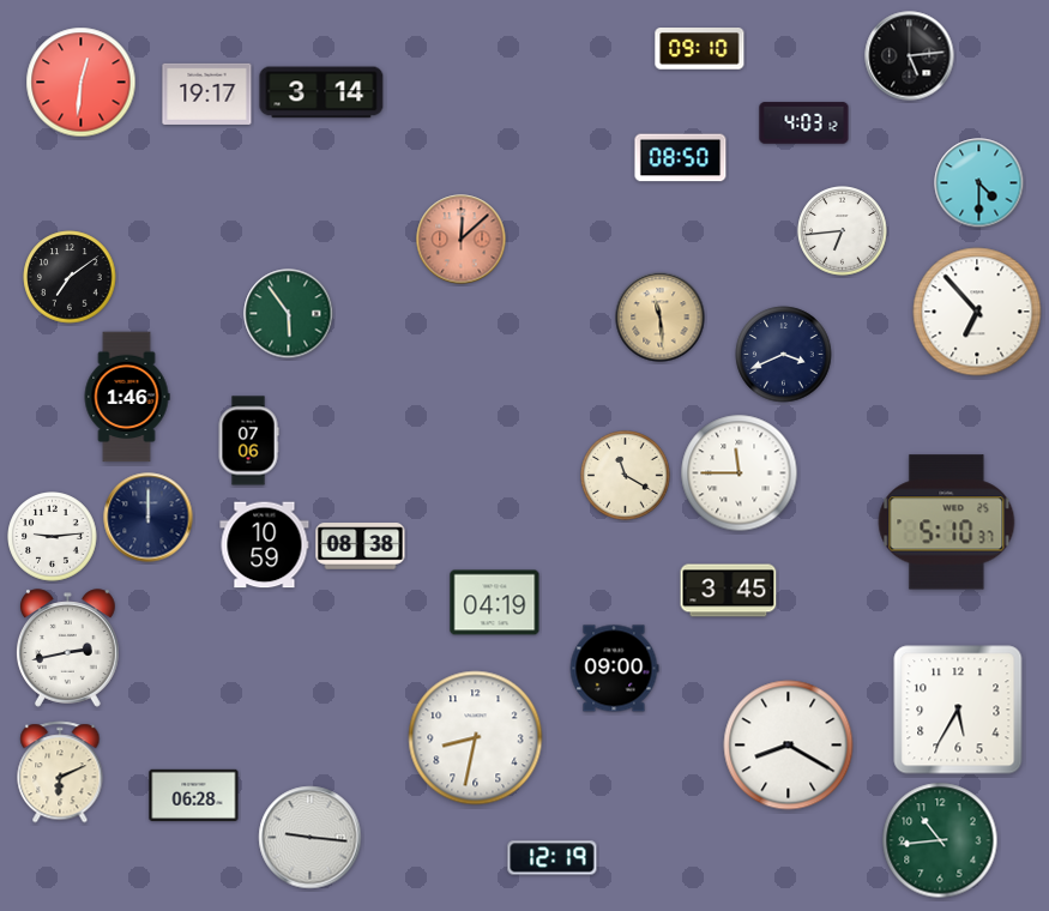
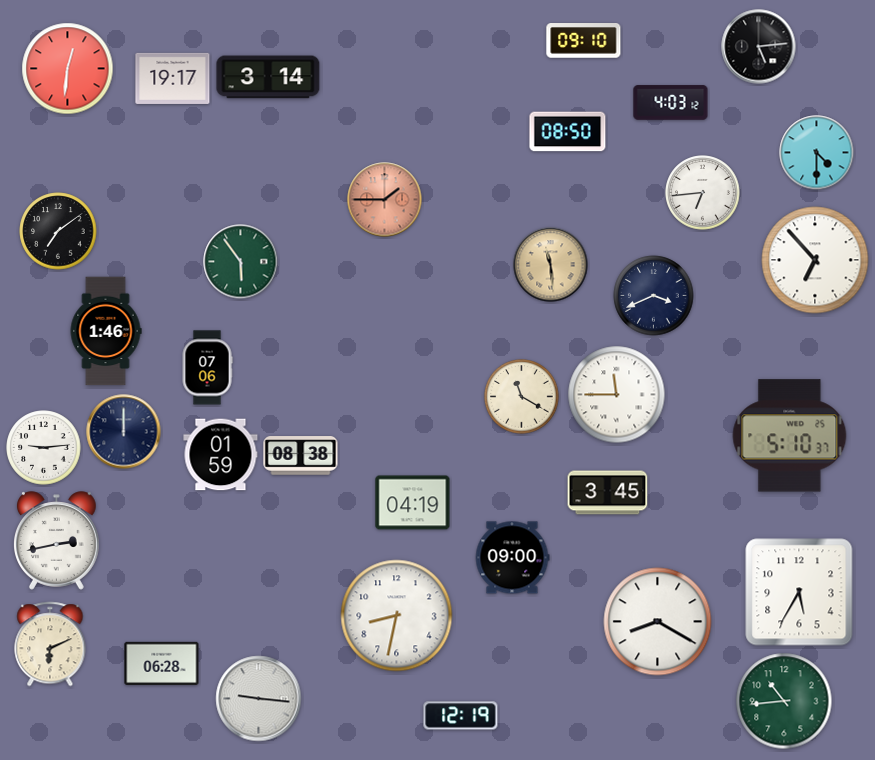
clock at (462, 240): 12:08 -> 1:45
clock at (265, 545): 10:59 -> 01:59
